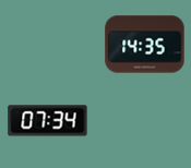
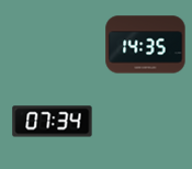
clock at (48, 121) position: (48, 121) -> (53, 122)
